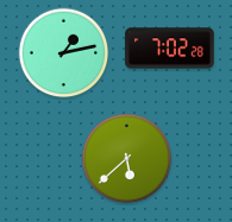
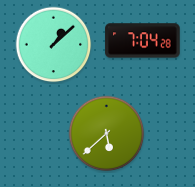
clock at (170, 49): 7:02 -> 7:04
clock at (64, 53): 1:13 -> 1:08
